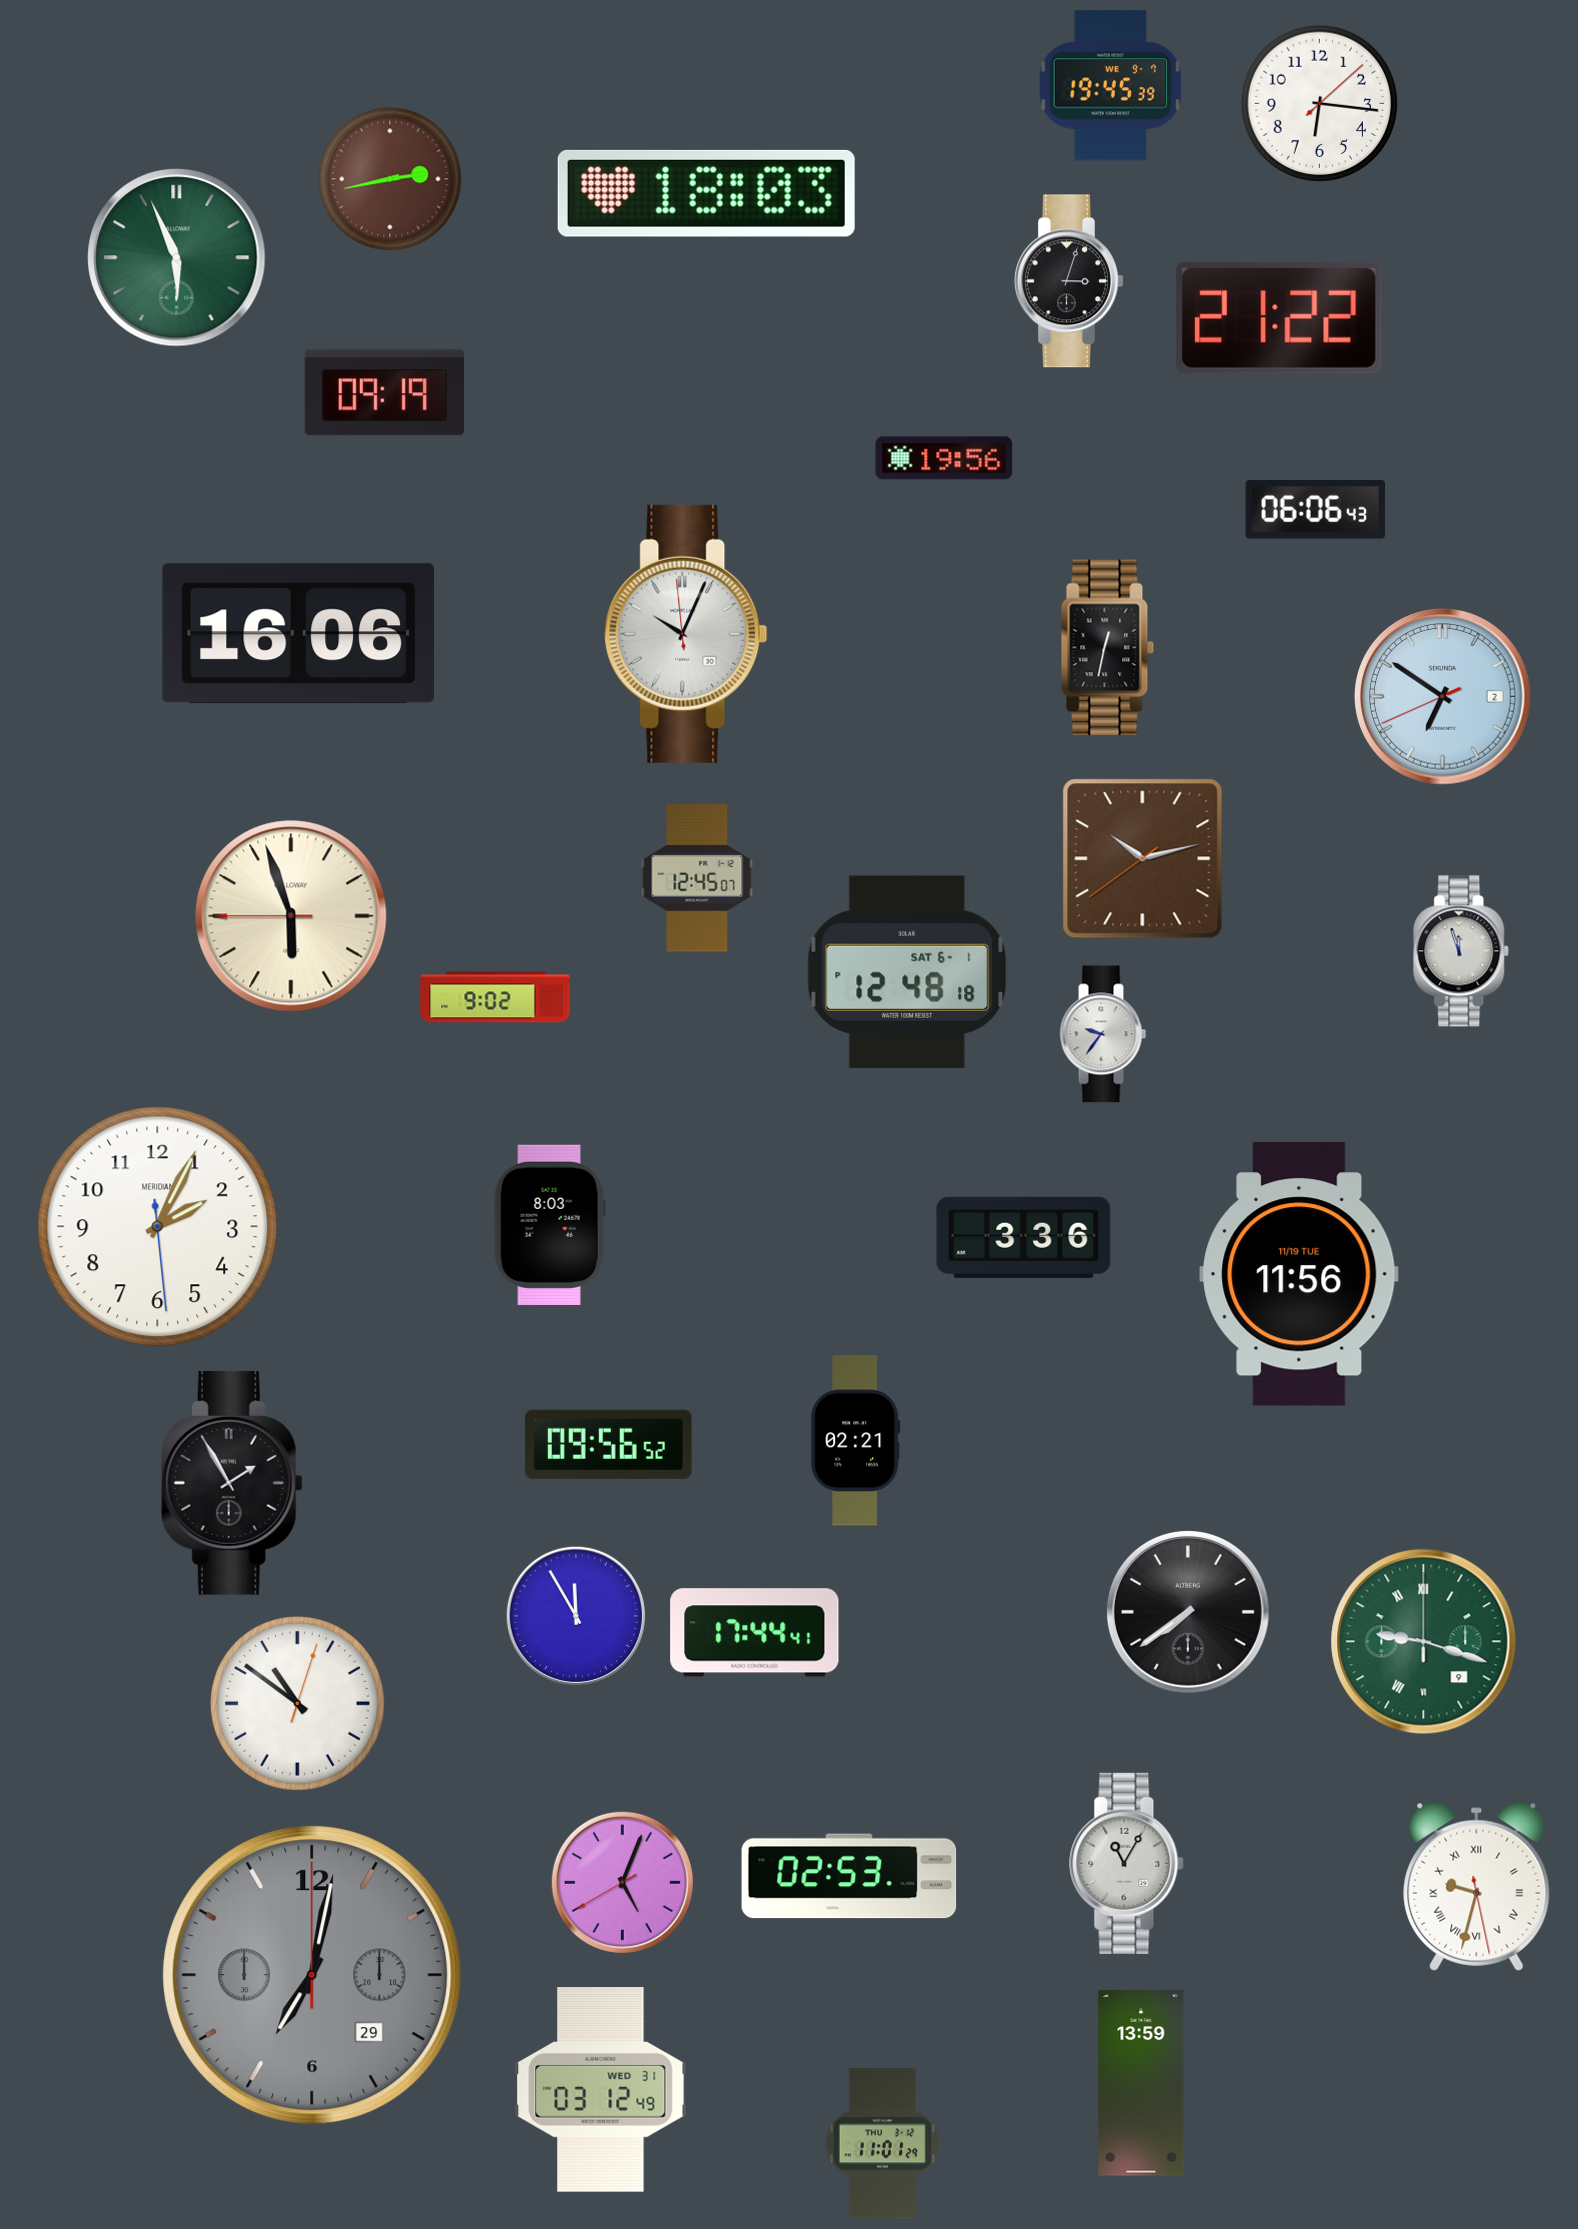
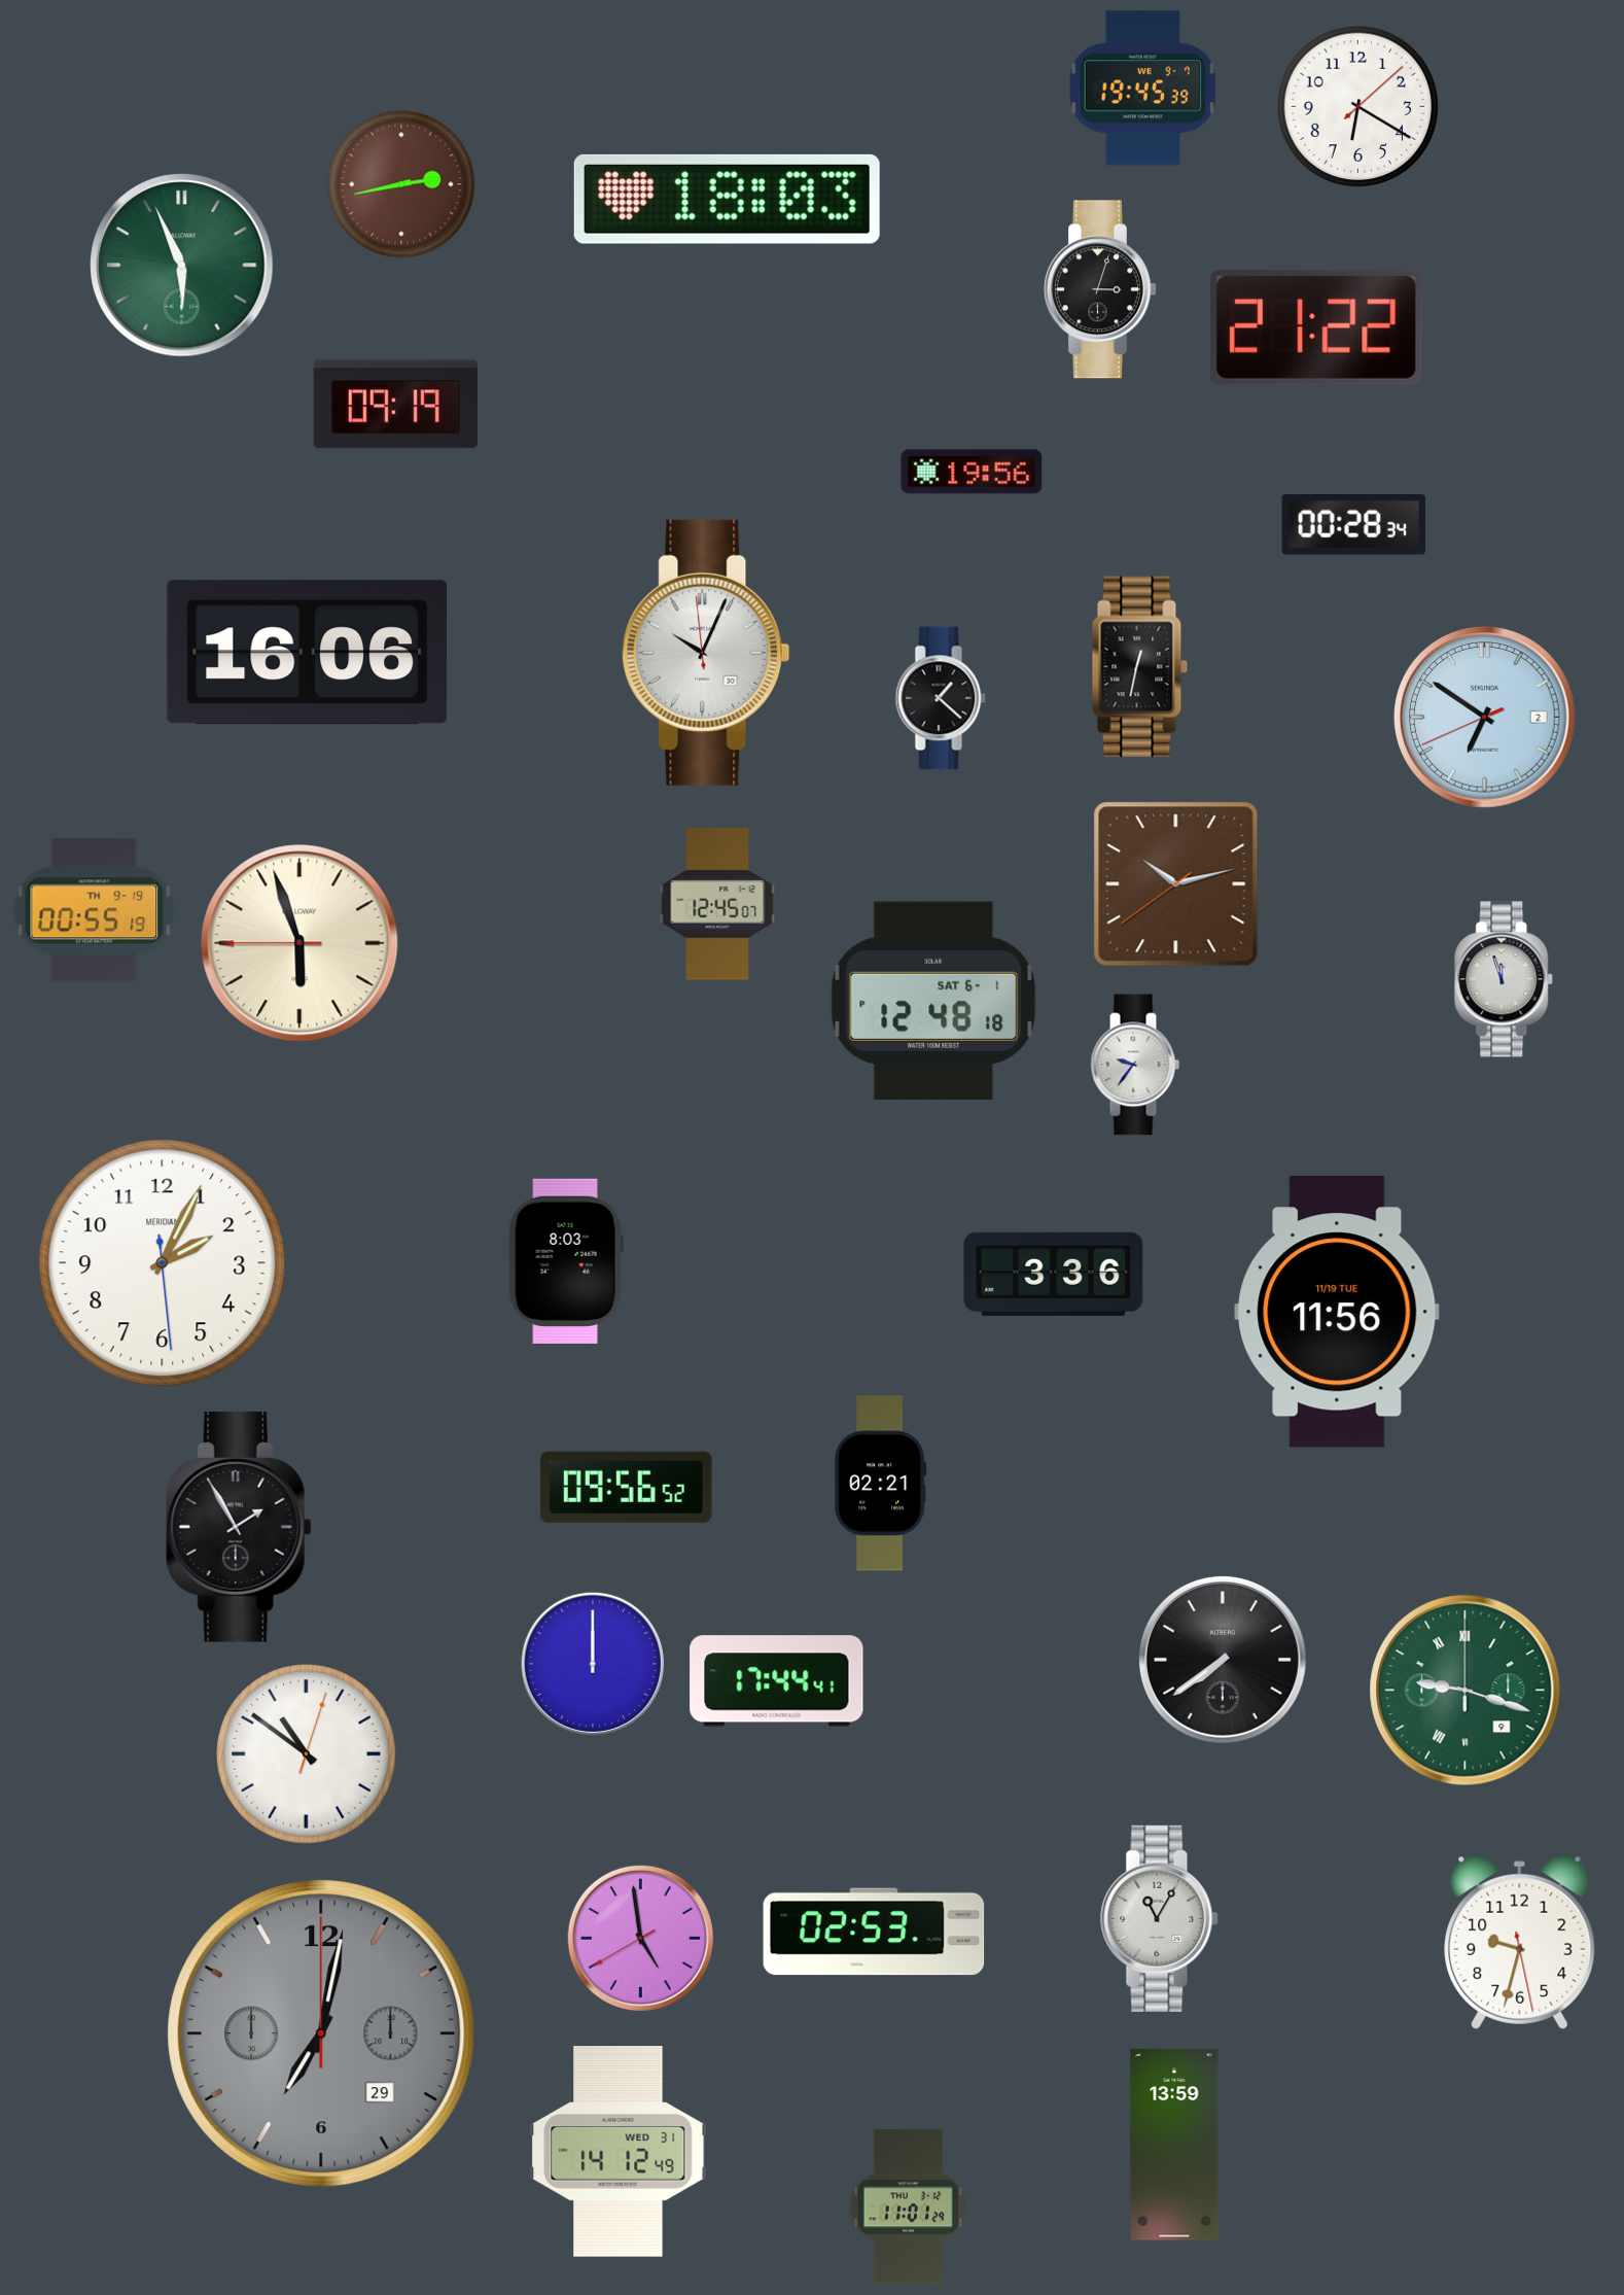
clock at (1320, 104): 6:16 -> 6:20
clock at (1315, 510): 06:06 -> 00:28
clock at (941, 698): none -> 1:22
clock at (95, 911): none -> 00:55
clock at (495, 997): 9:02 -> none
clock at (576, 1616): 11:55 -> 12:00
clock at (622, 1882): 5:03 -> 4:58
clock at (1477, 1886) numerals: Roman -> Arabic
clock at (601, 2090): 03:12 -> 14:12
